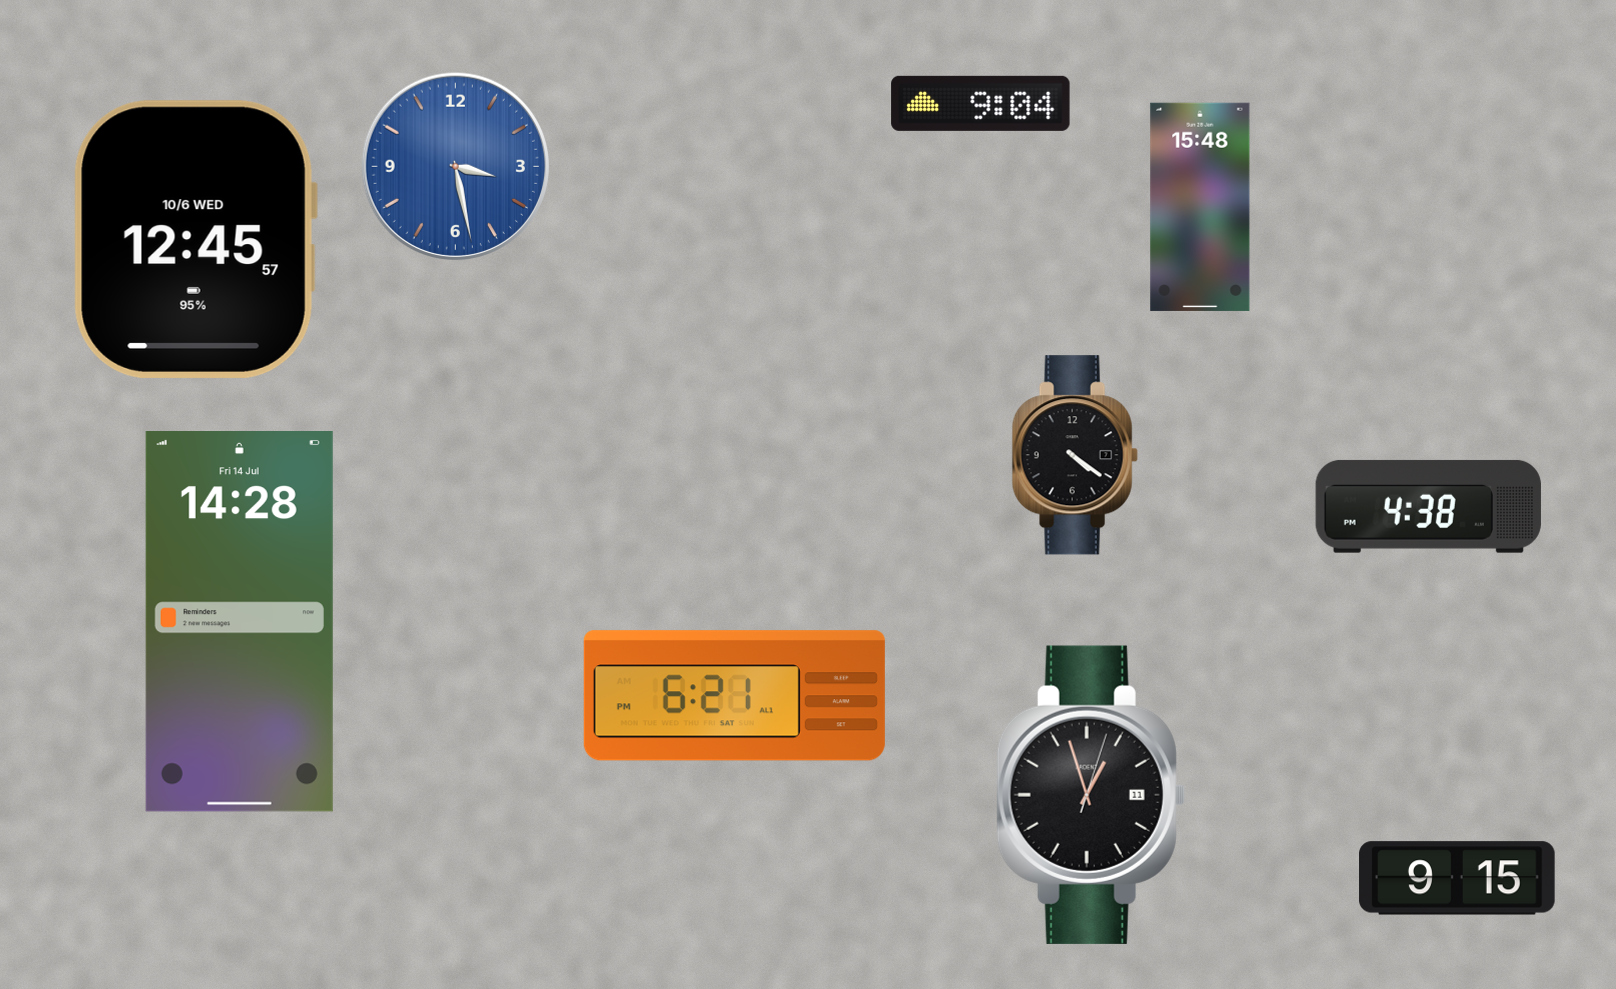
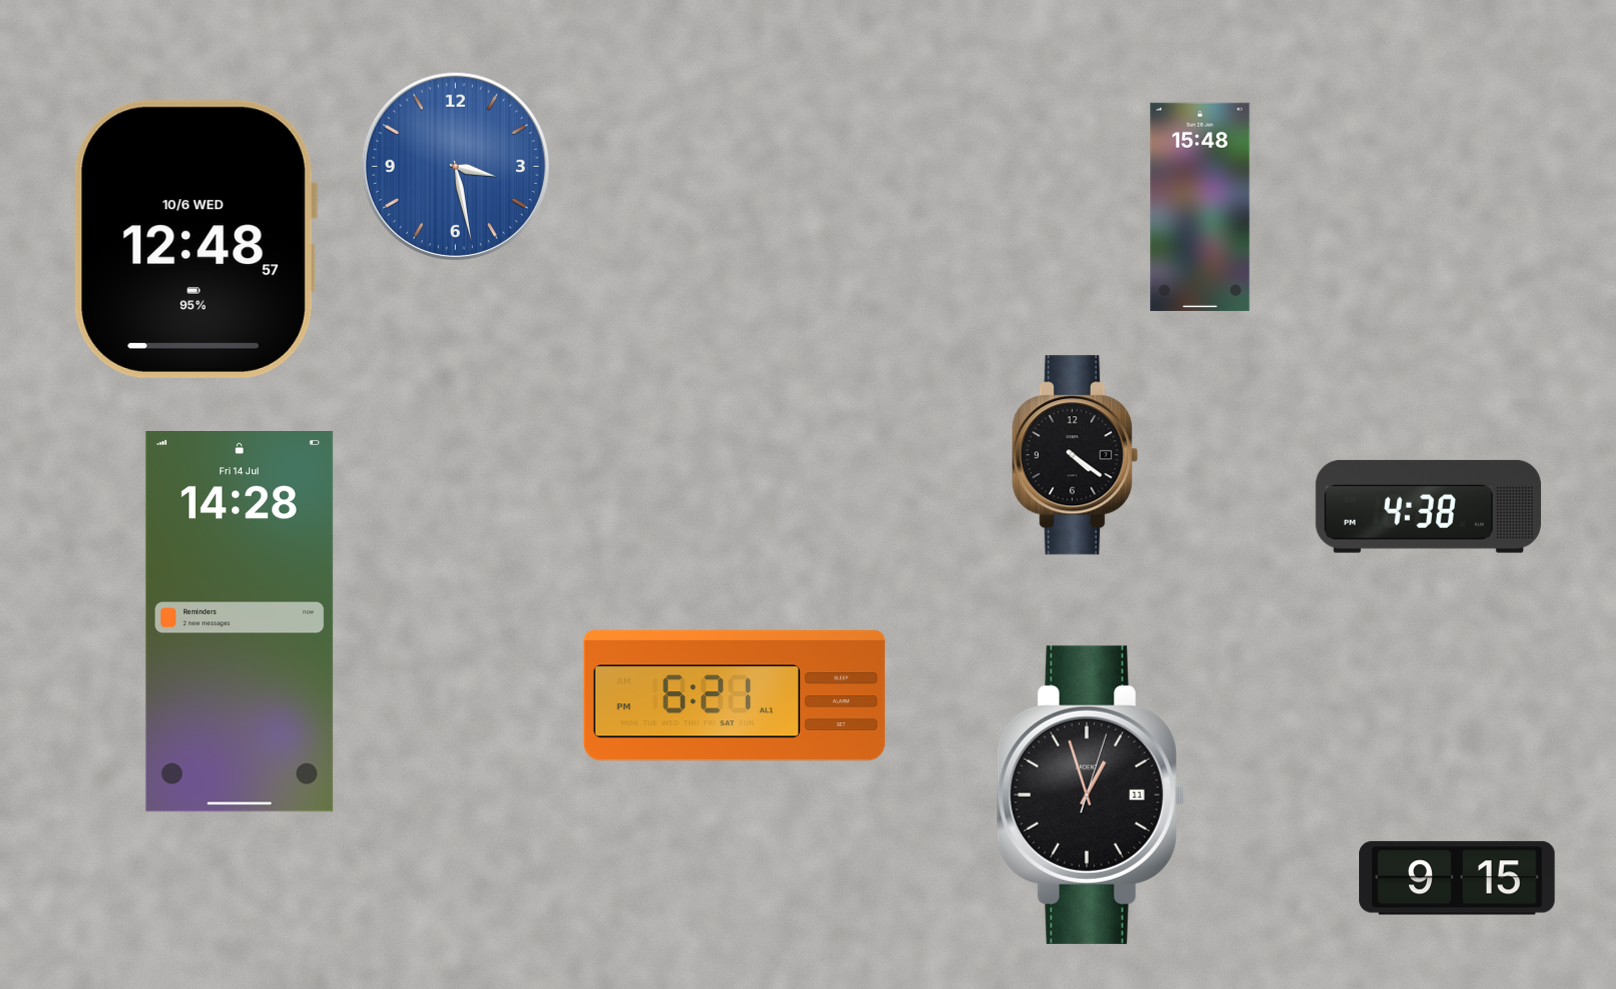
clock at (981, 103): 9:04 -> none
clock at (195, 239): 12:45 -> 12:48
